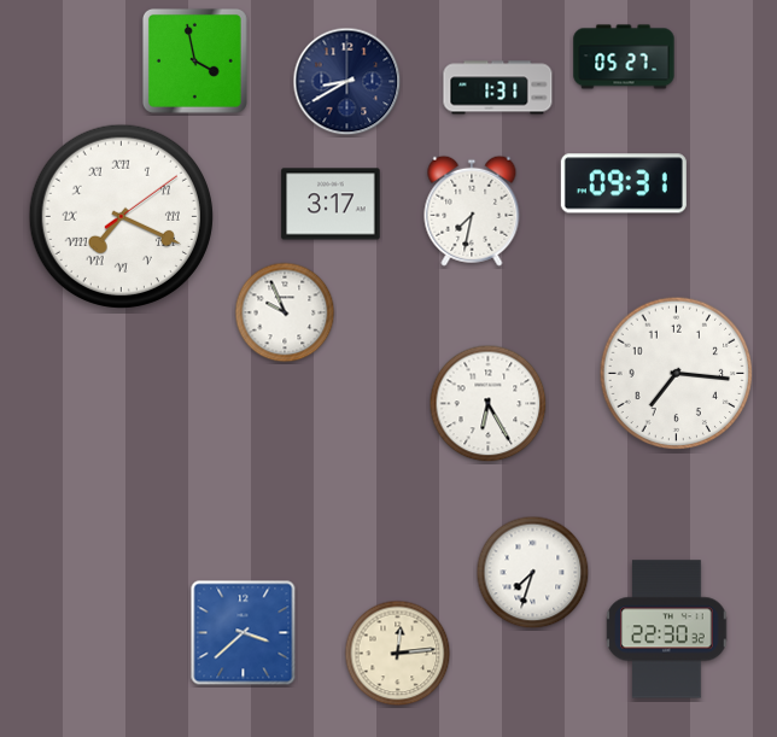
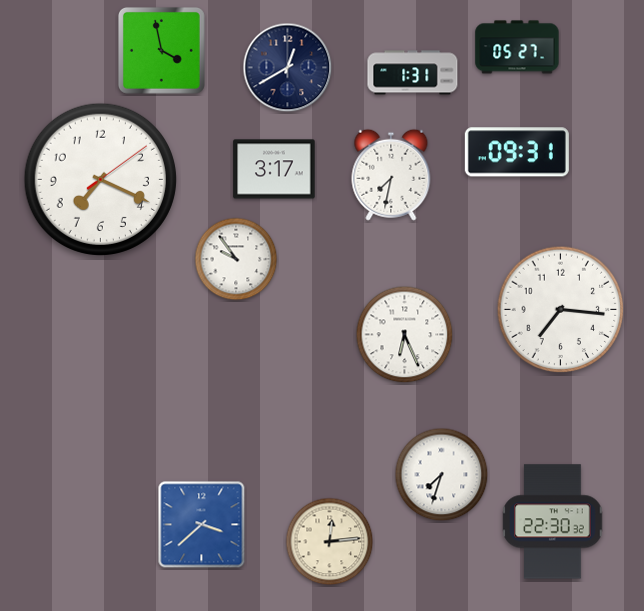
clock at (347, 82): 8:40 -> 12:40
clock at (121, 216) numerals: Roman -> Arabic
clock at (285, 312): 9:56 -> 9:54
clock at (489, 404): 6:25 -> 6:26
